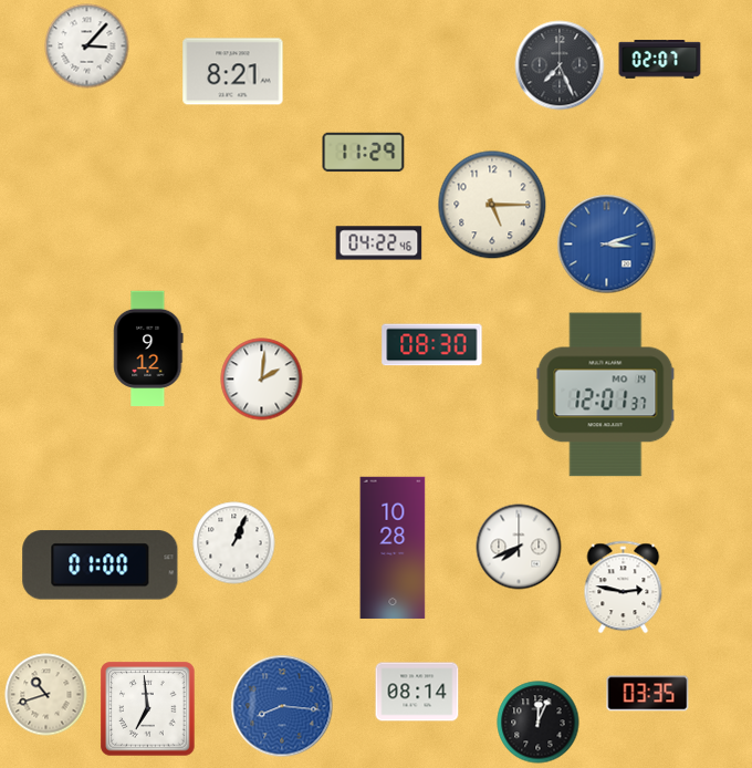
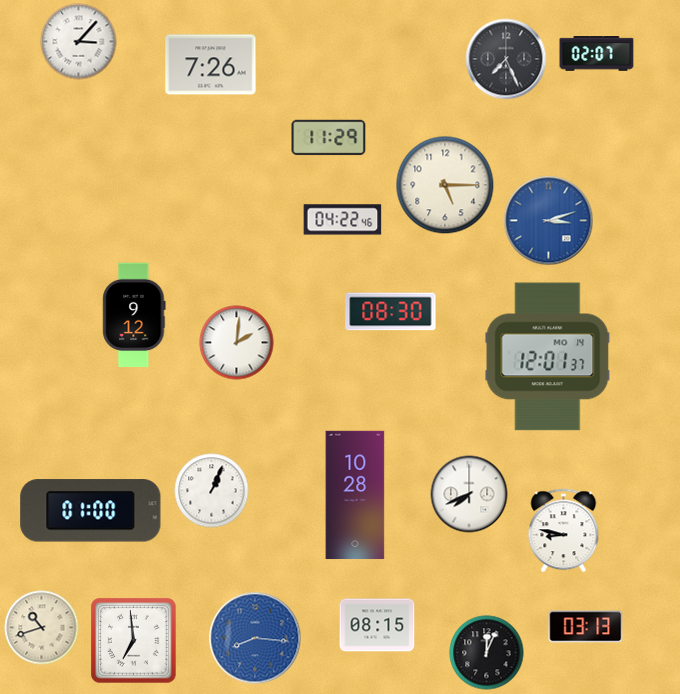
clock at (233, 72): 8:21 -> 7:26
clock at (624, 588): 2:47 -> 8:47
clock at (417, 692): 08:14 -> 08:15
clock at (648, 694): 03:35 -> 03:13
